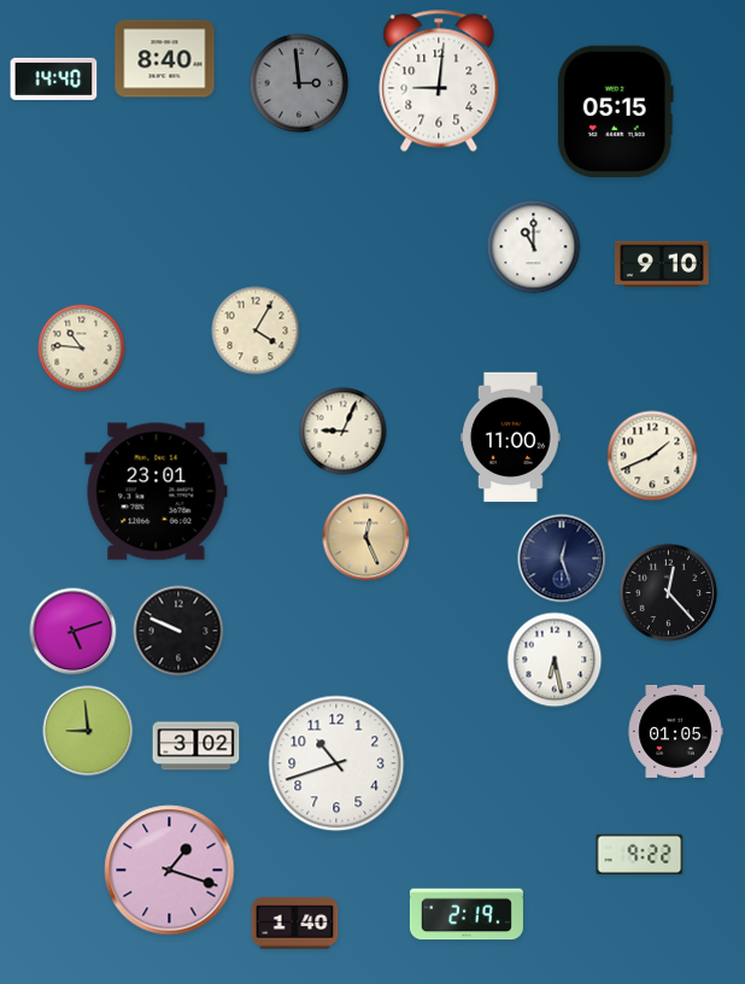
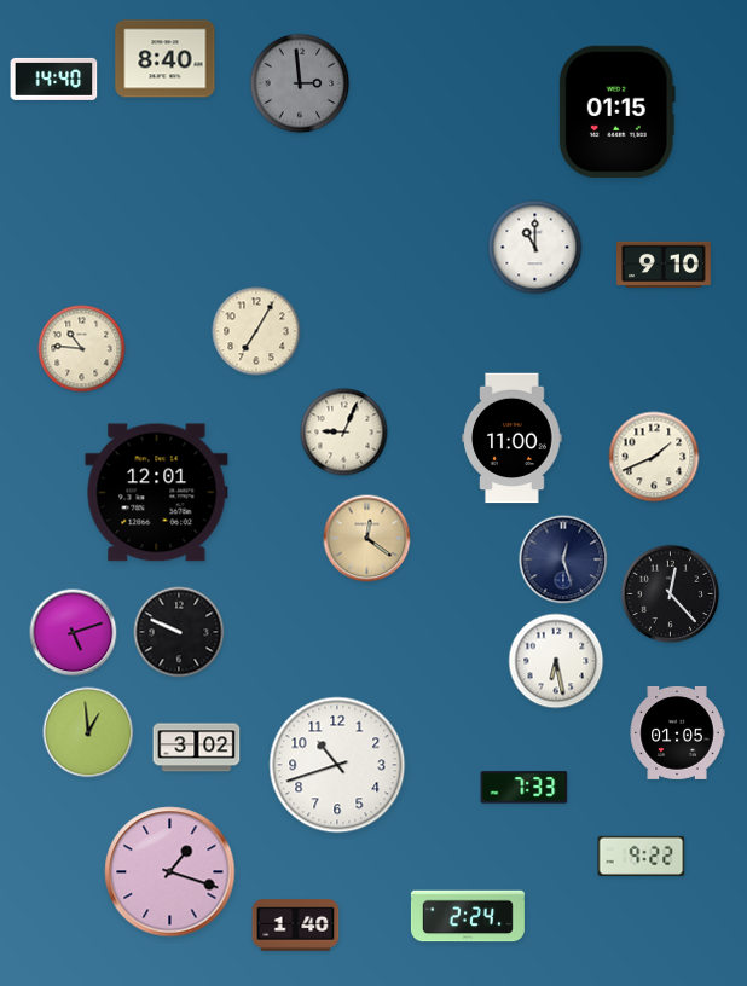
clock at (439, 81): 9:01 -> none
clock at (615, 111): 05:15 -> 01:15
clock at (256, 330): 4:05 -> 7:05
clock at (157, 492): 23:01 -> 12:01
clock at (366, 538): 12:26 -> 12:21
clock at (88, 731): 8:59 -> 12:59
clock at (525, 788): none -> 7:33
clock at (467, 914): 2:19 -> 2:24
